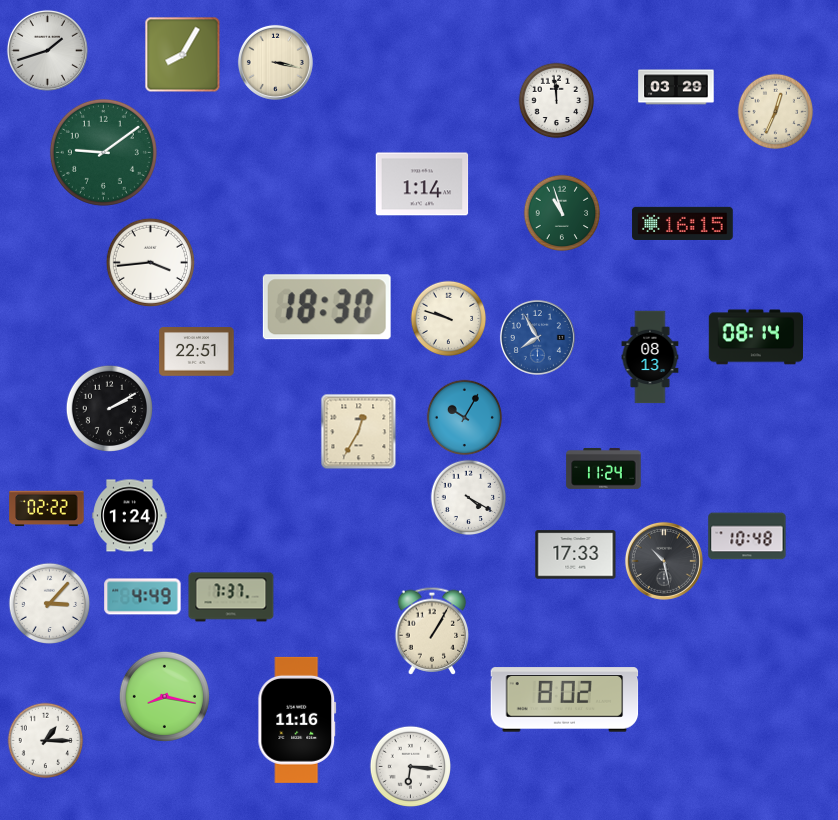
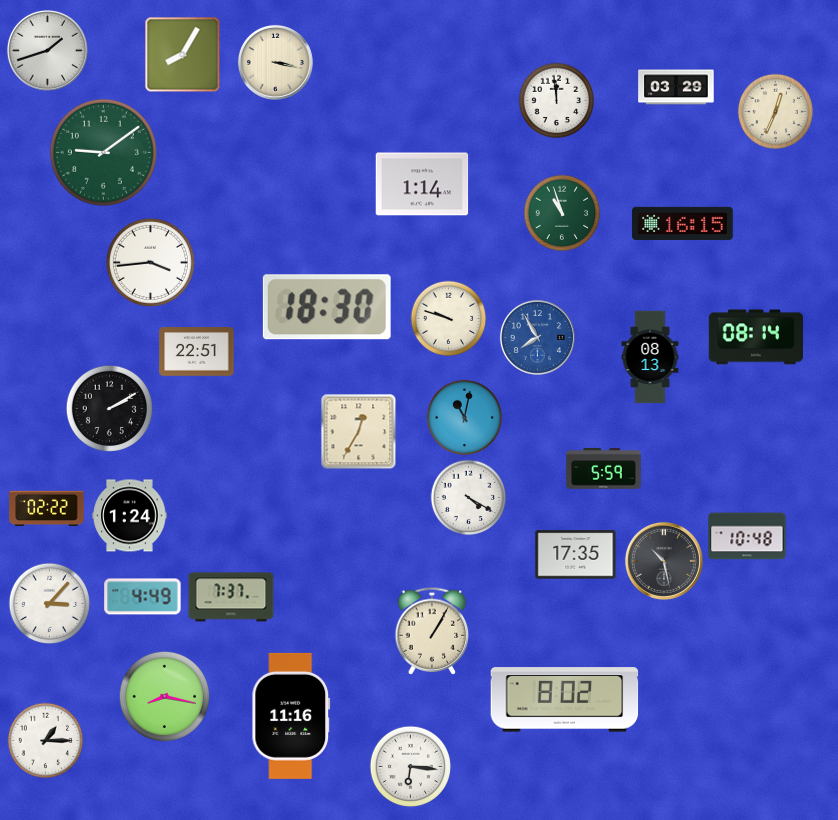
clock at (465, 418): 10:05 -> 11:02
clock at (604, 469): 11:24 -> 5:59
clock at (576, 555): 17:33 -> 17:35
clock at (297, 720) position: (297, 720) -> (291, 716)
